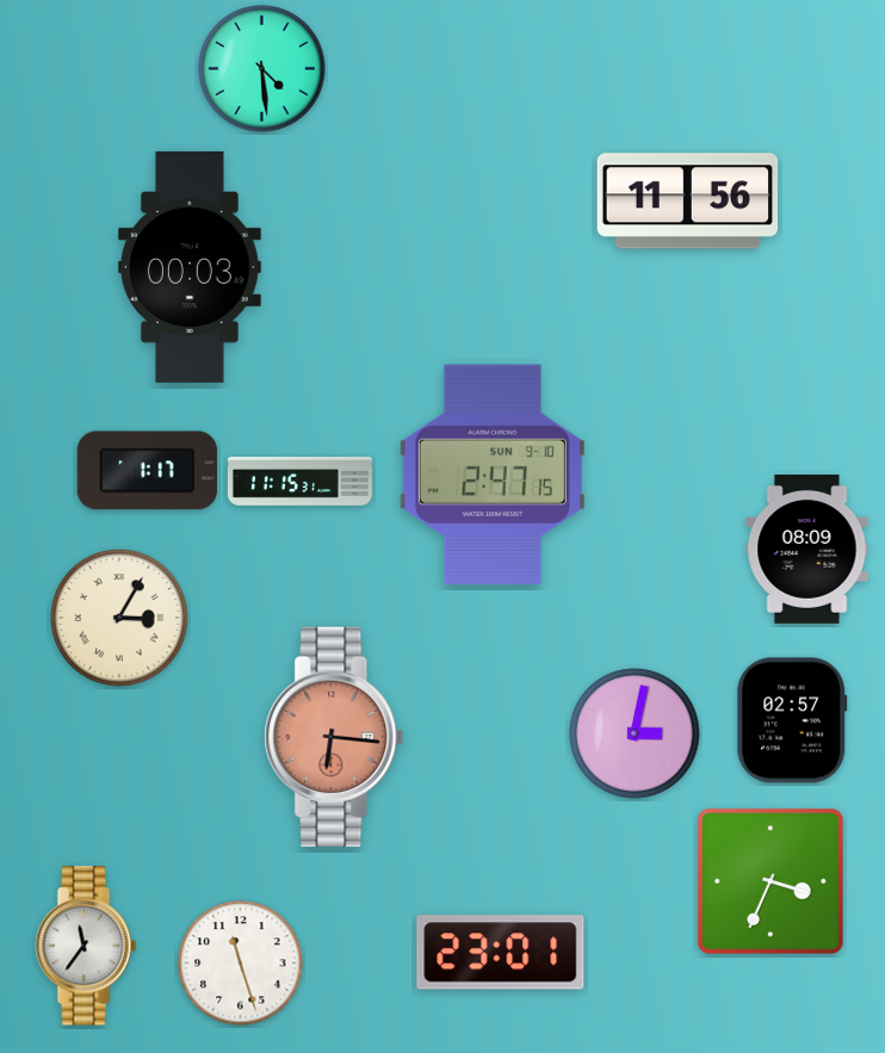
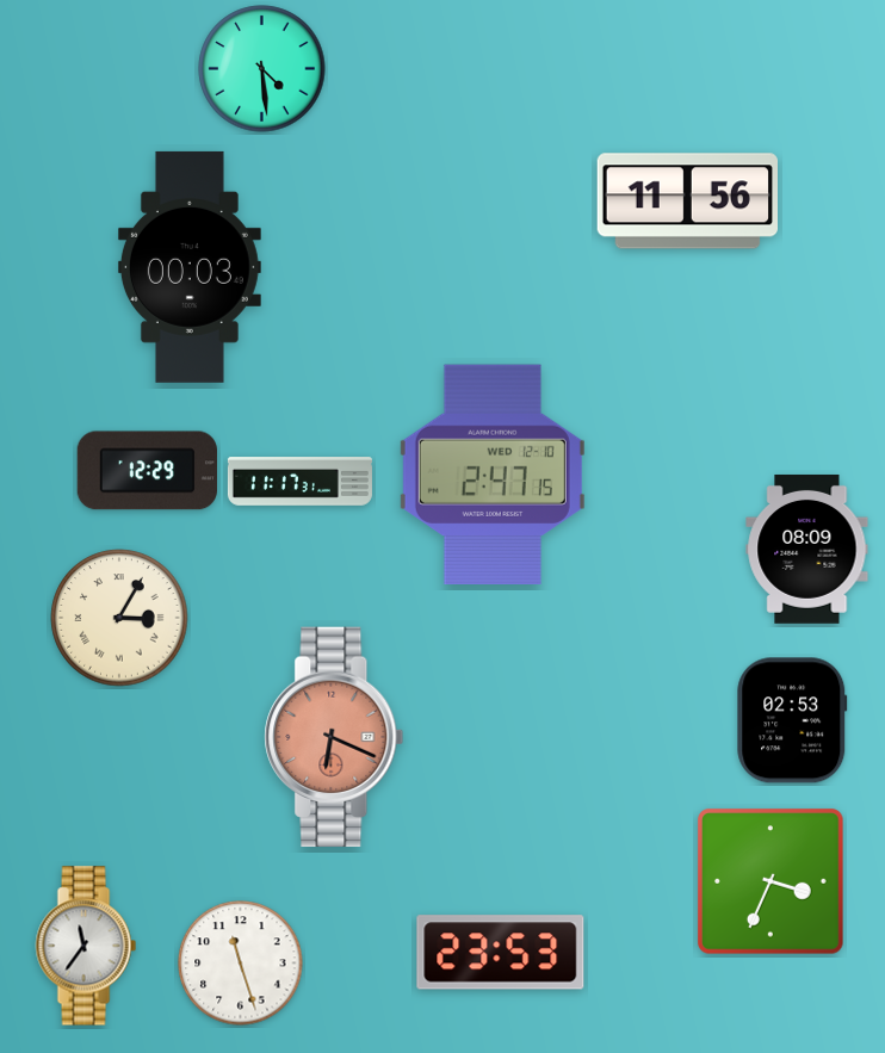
clock at (147, 471): 1:17 -> 12:29
clock at (493, 473) date: SUN 9-10 -> WED 12-10
clock at (299, 482): 11:15 -> 11:17
clock at (792, 720): 02:57 -> 02:53
clock at (635, 733): 3:02 -> none
clock at (334, 737): 6:16 -> 6:19
clock at (501, 953): 23:01 -> 23:53
